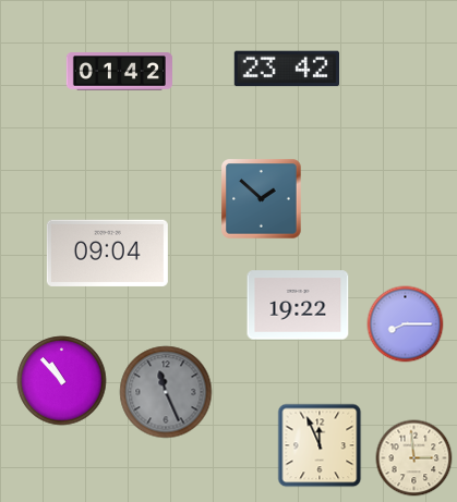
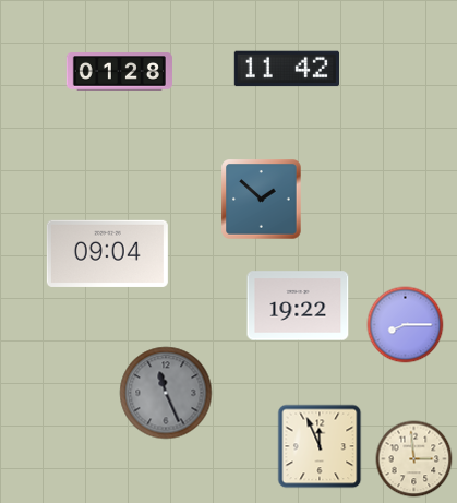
clock at (286, 69): 23:42 -> 11:42
clock at (119, 72): 01:42 -> 01:28
clock at (62, 381): 10:53 -> none
